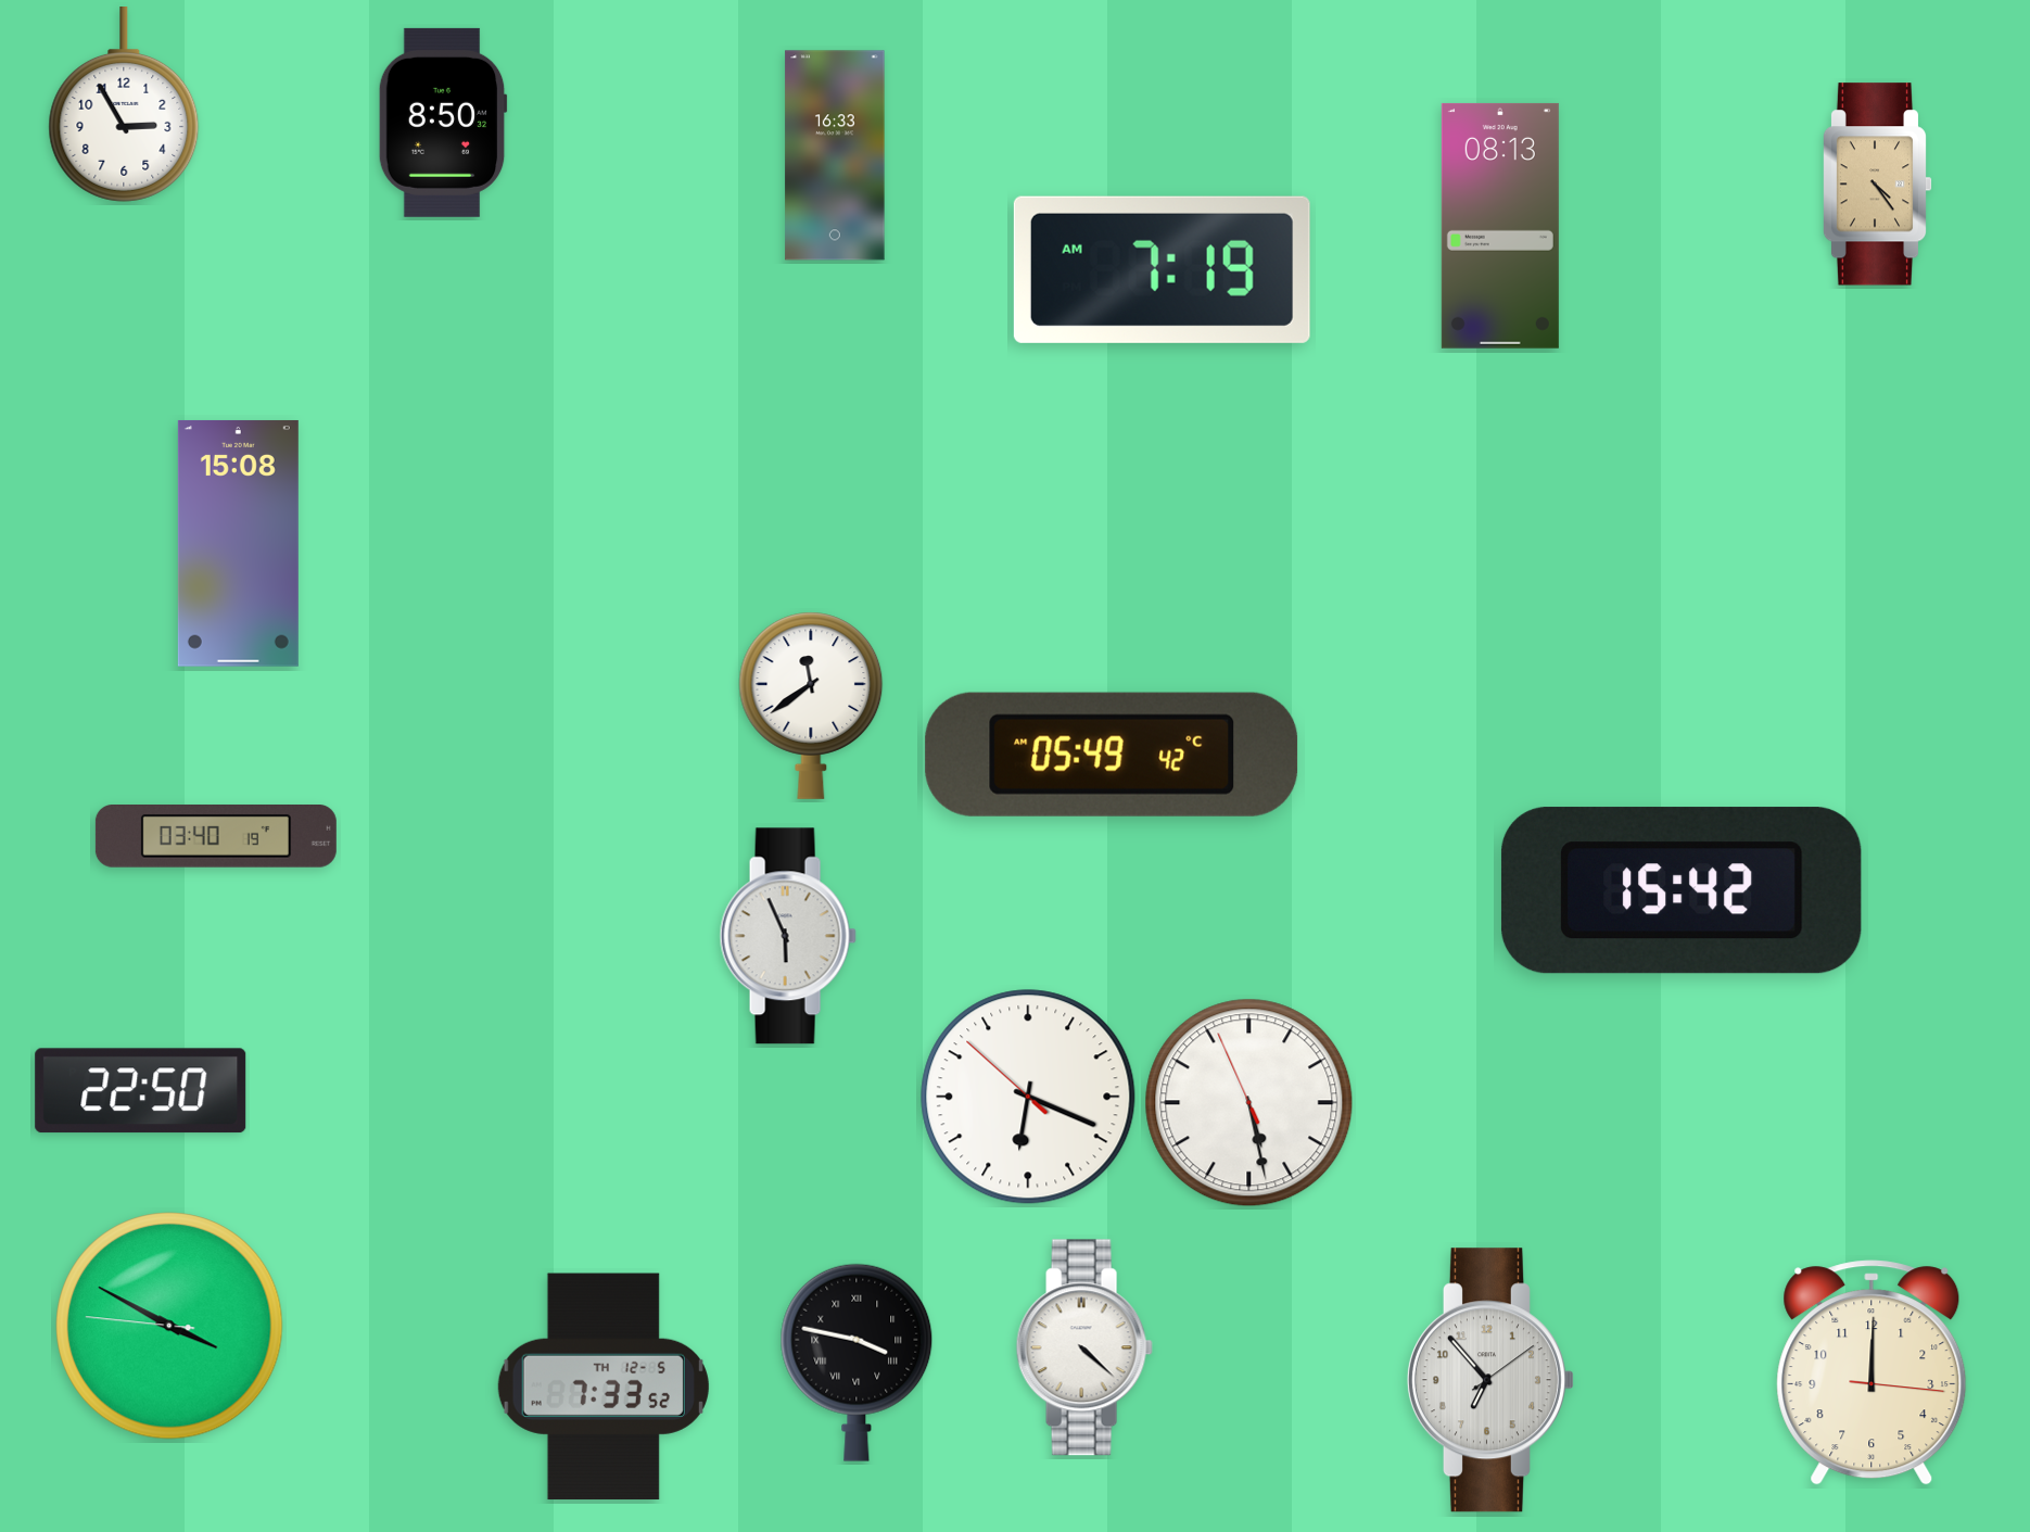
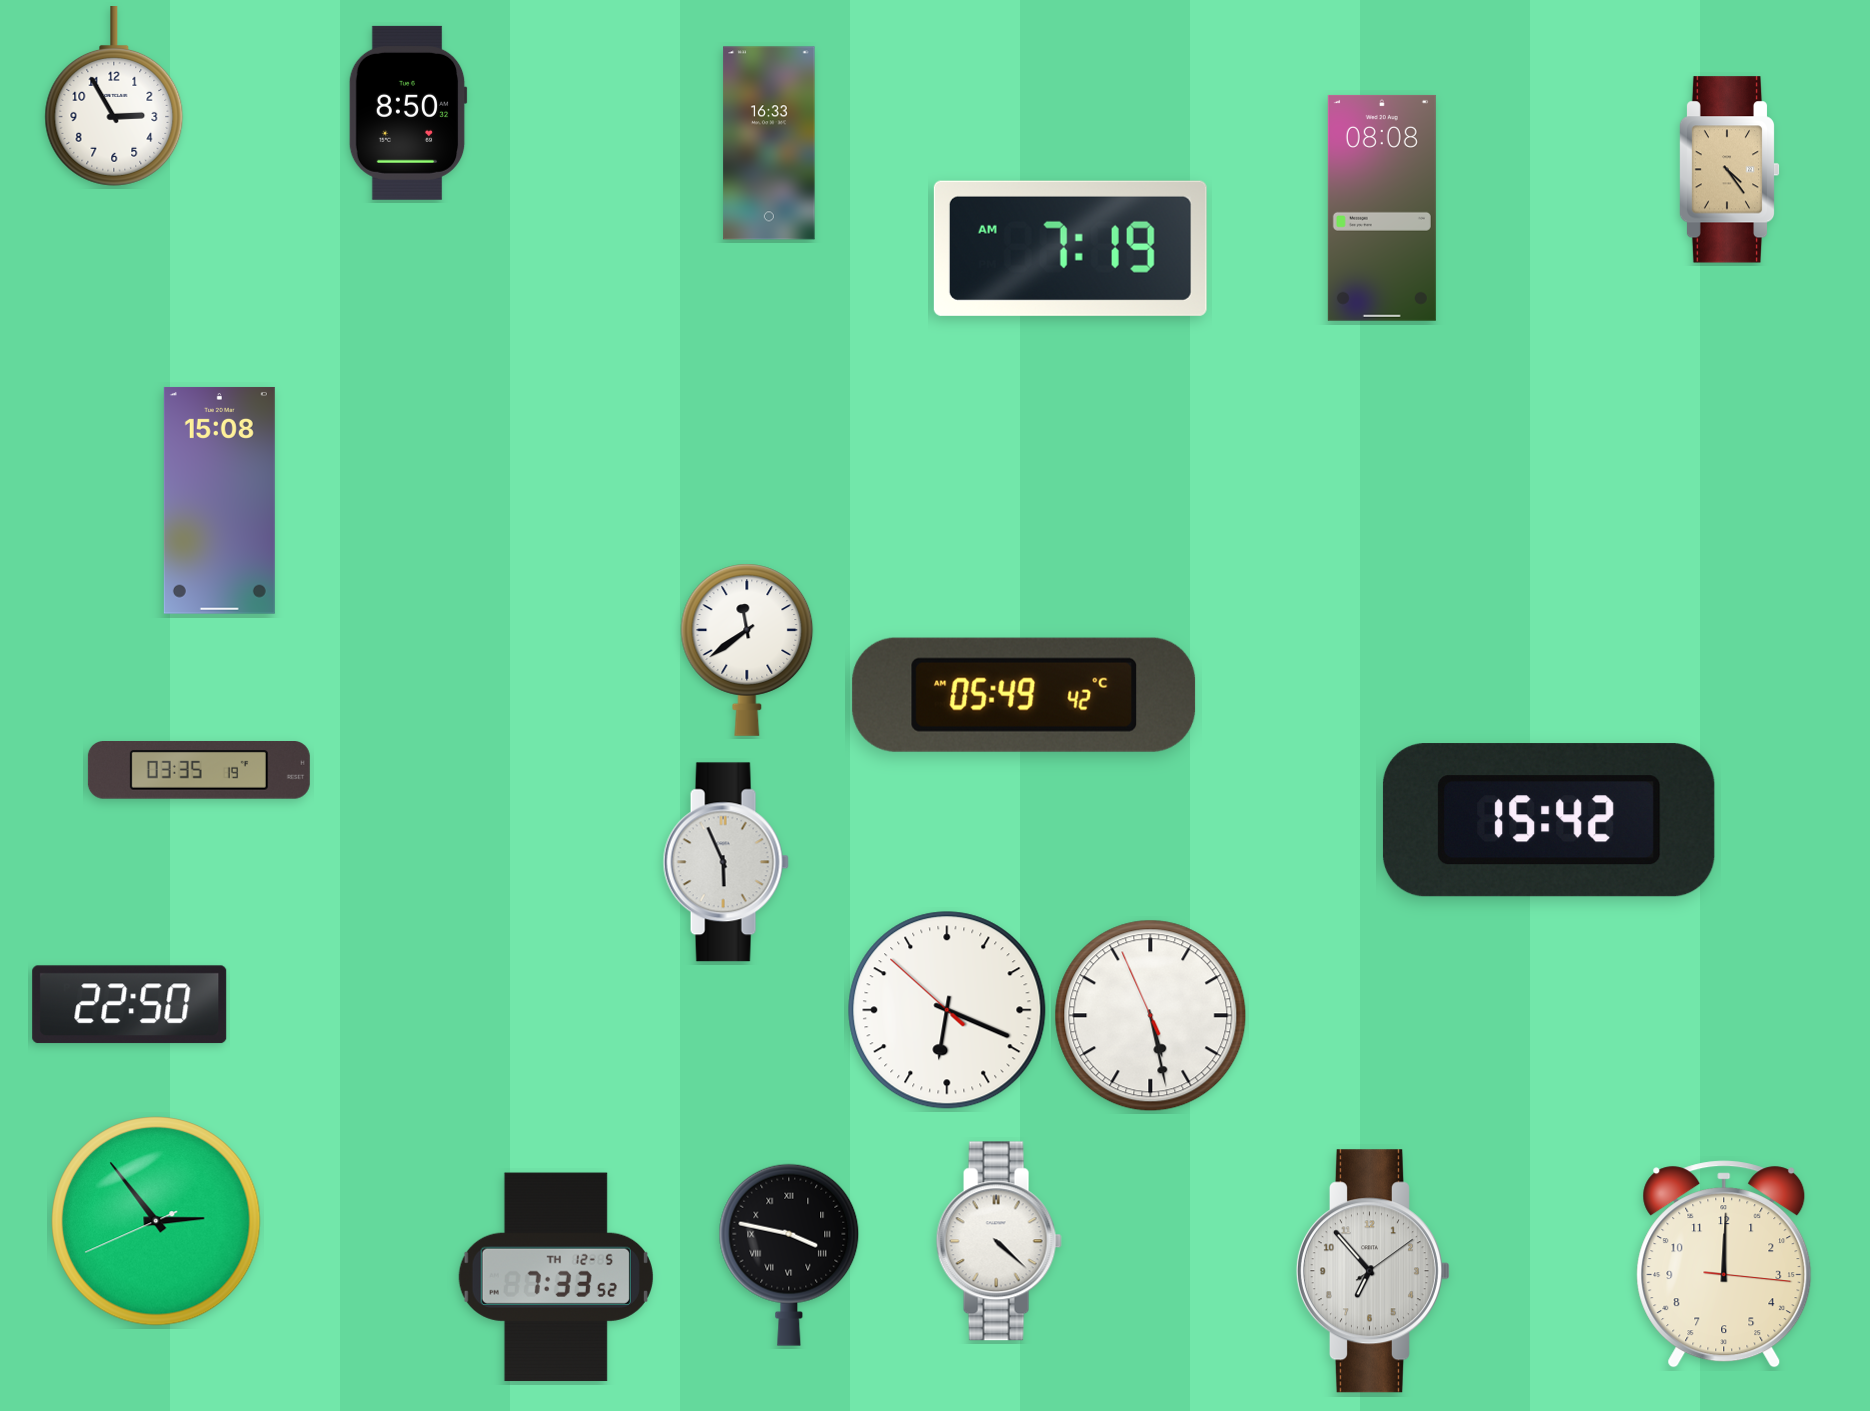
clock at (1500, 226): 08:13 -> 08:08
clock at (216, 837): 03:40 -> 03:35
clock at (169, 1326): 3:49 -> 2:53
